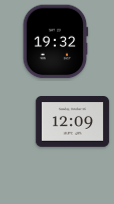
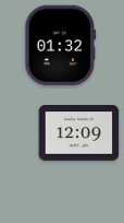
clock at (56, 42): 19:32 -> 01:32
